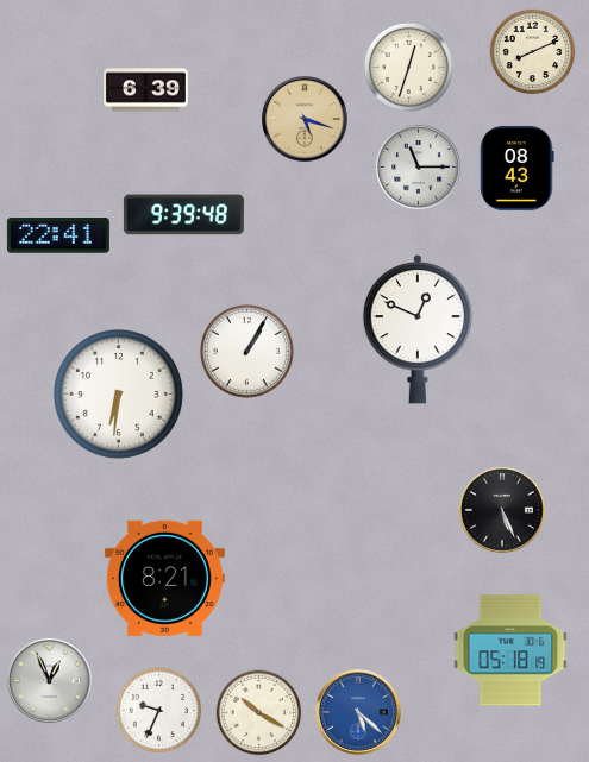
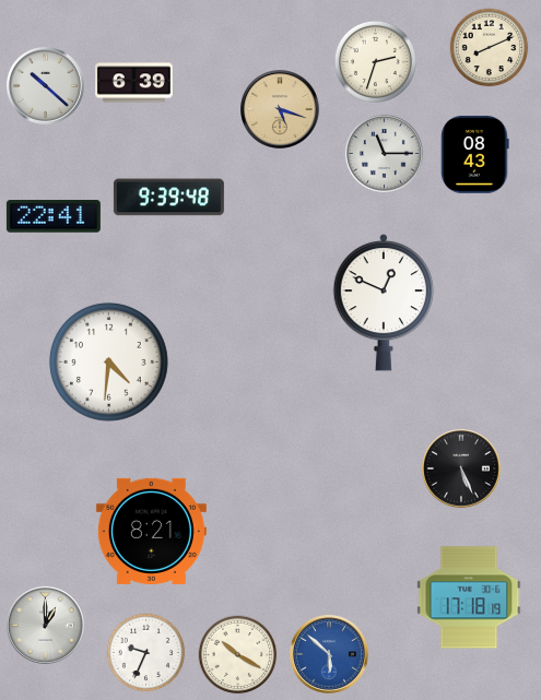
clock at (408, 67): 12:33 -> 2:33
clock at (45, 85): none -> 10:22
clock at (247, 352): 1:05 -> none
clock at (118, 393): 6:31 -> 4:31
clock at (510, 650): 05:18 -> 17:18
clock at (49, 680): 12:56 -> 1:00
clock at (359, 713): 5:22 -> 5:52
